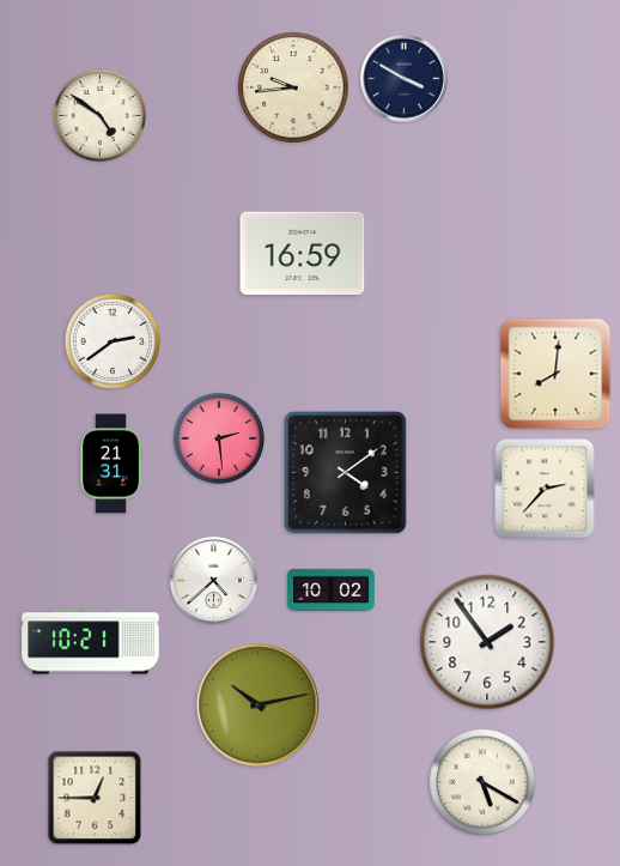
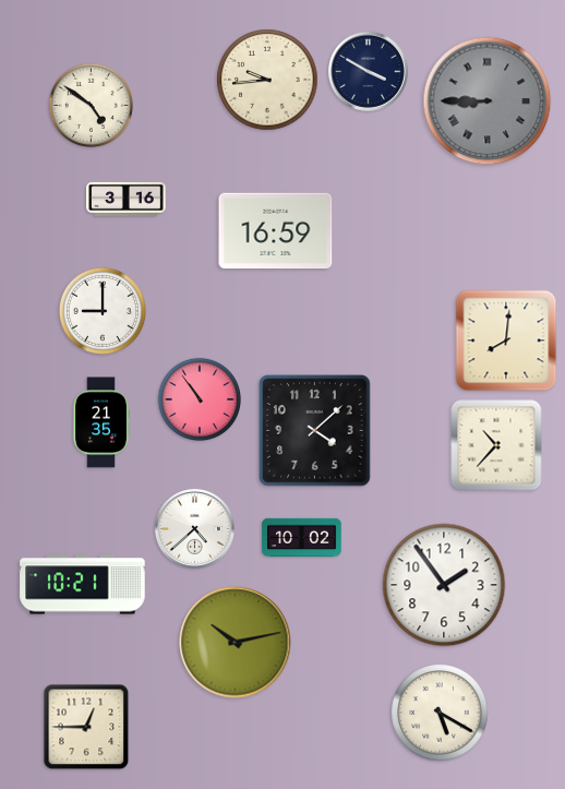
clock at (488, 101): none -> 8:45
clock at (127, 199): none -> 3:16
clock at (113, 341): 2:39 -> 9:00
clock at (218, 437): 2:29 -> 10:54
clock at (111, 464): 21:31 -> 21:35
clock at (346, 473): 4:09 -> 4:08
clock at (545, 489): 2:37 -> 10:37
